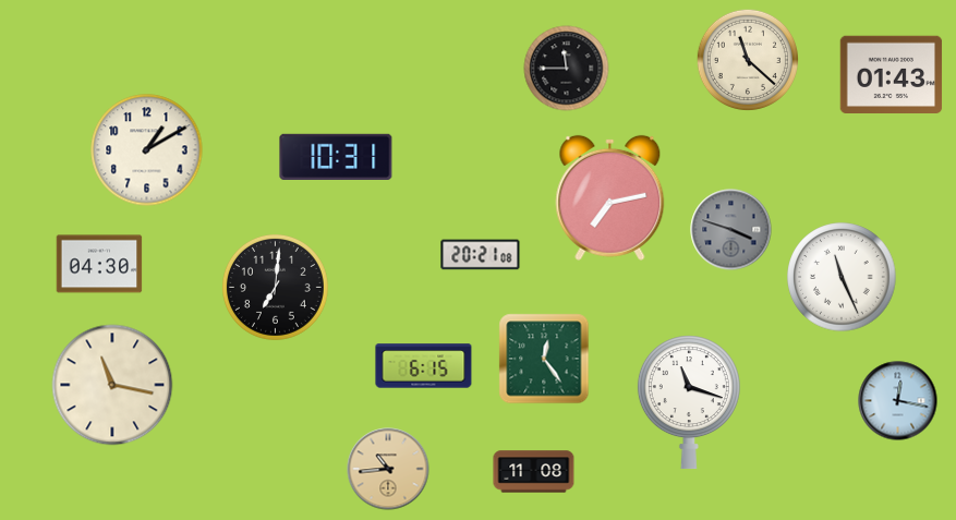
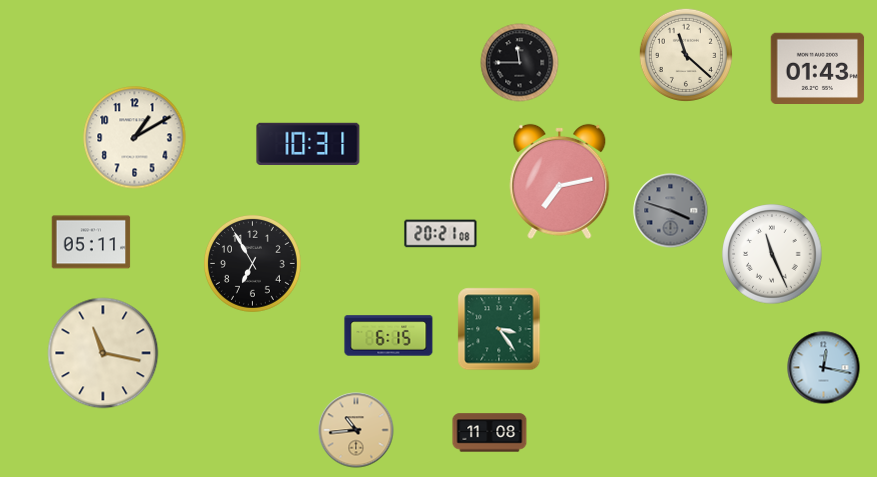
clock at (99, 264): 04:30 -> 05:11
clock at (275, 287): 7:01 -> 6:55
clock at (544, 359): 12:24 -> 3:24
clock at (689, 402): 11:18 -> none
